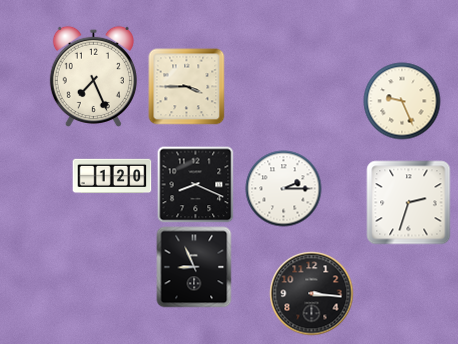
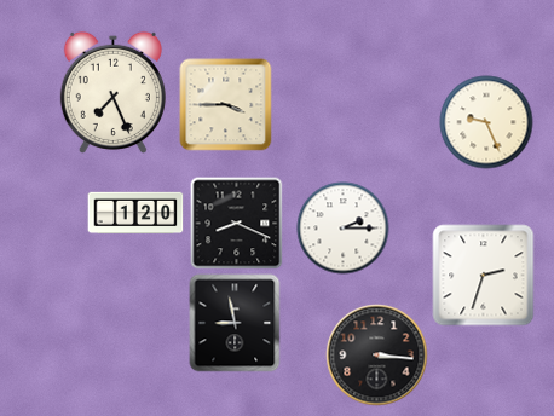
clock at (409, 203) position: (409, 203) -> (484, 276)
clock at (194, 267): 8:56 -> 8:58
